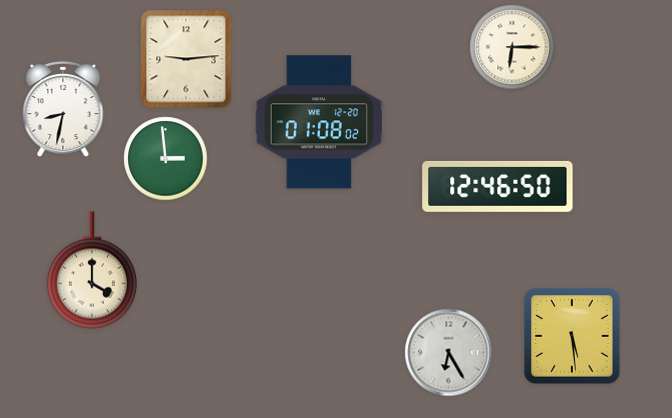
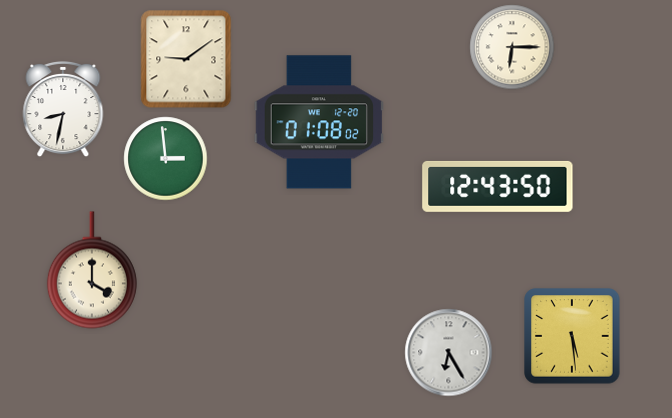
clock at (186, 59): 9:14 -> 9:09
clock at (498, 186): 12:46 -> 12:43
